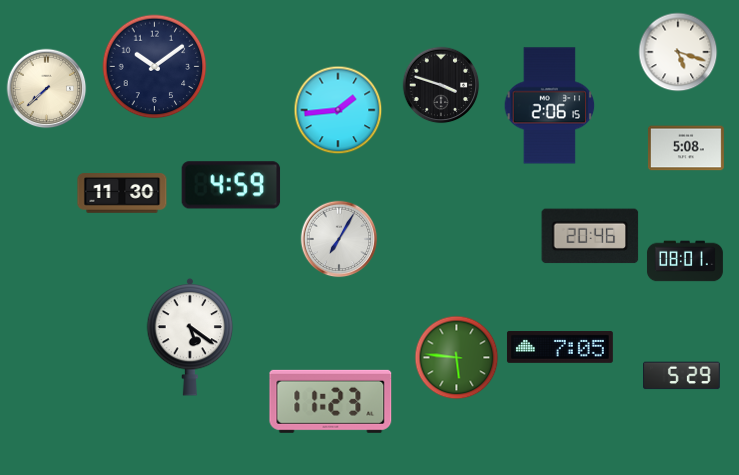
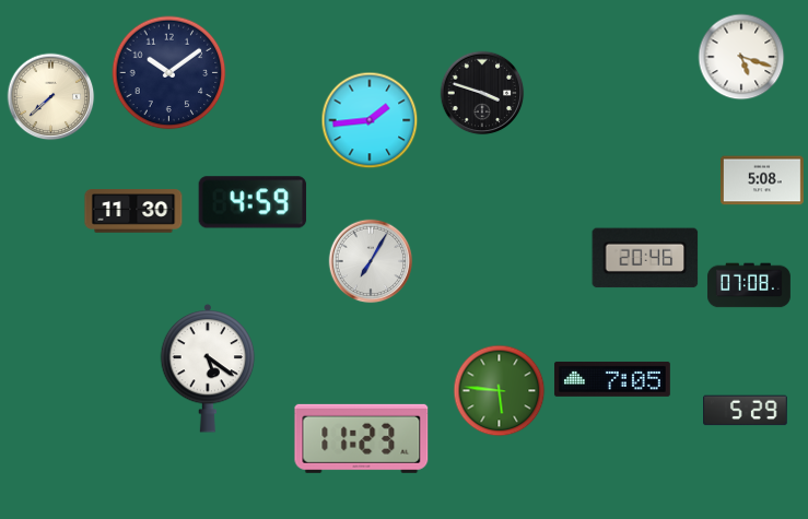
clock at (550, 106): 2:06 -> none
clock at (686, 148) position: (686, 148) -> (762, 180)
clock at (685, 261): 08:01 -> 07:08
